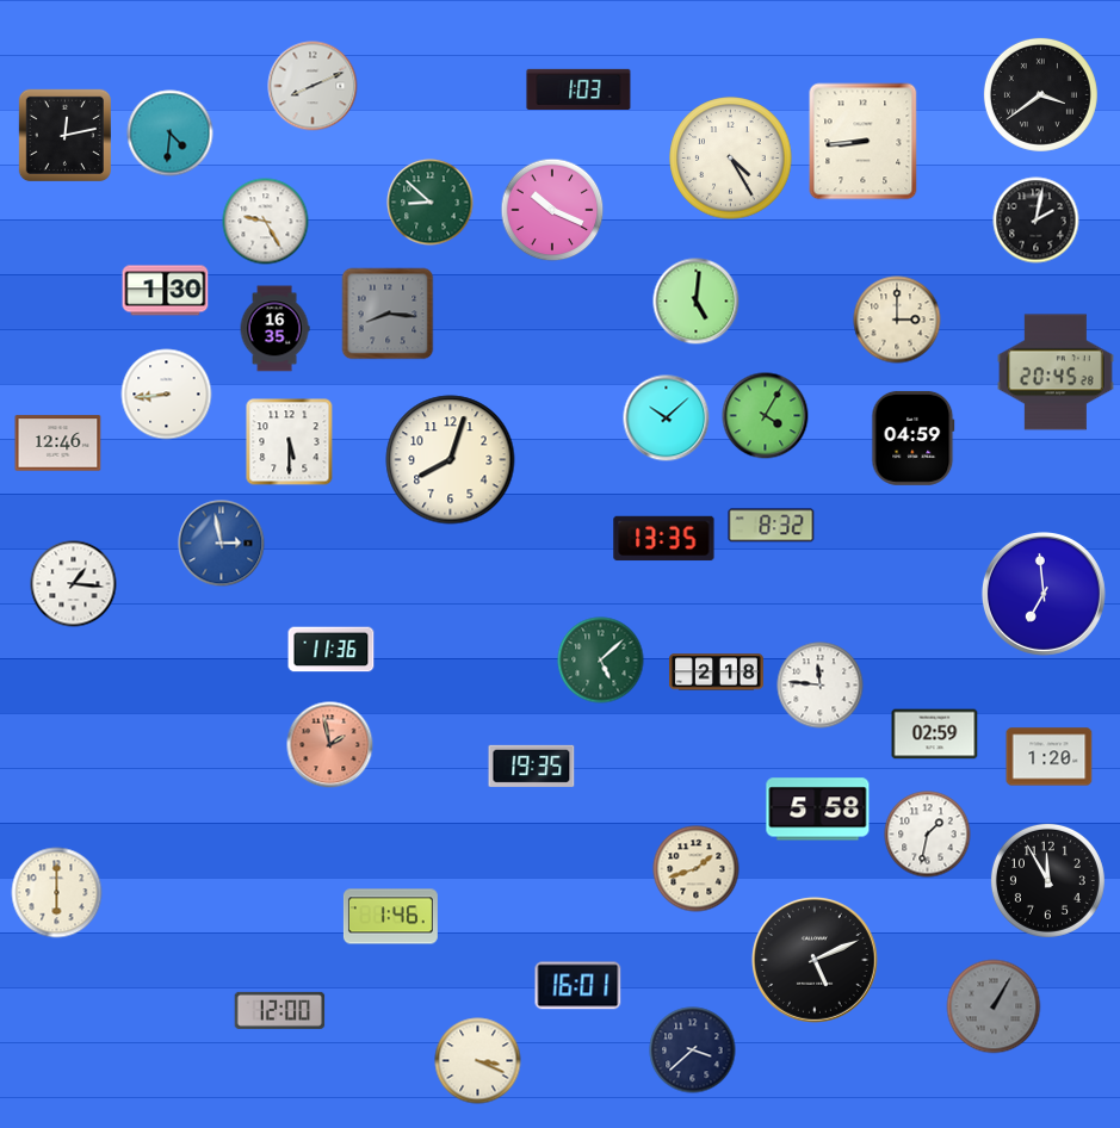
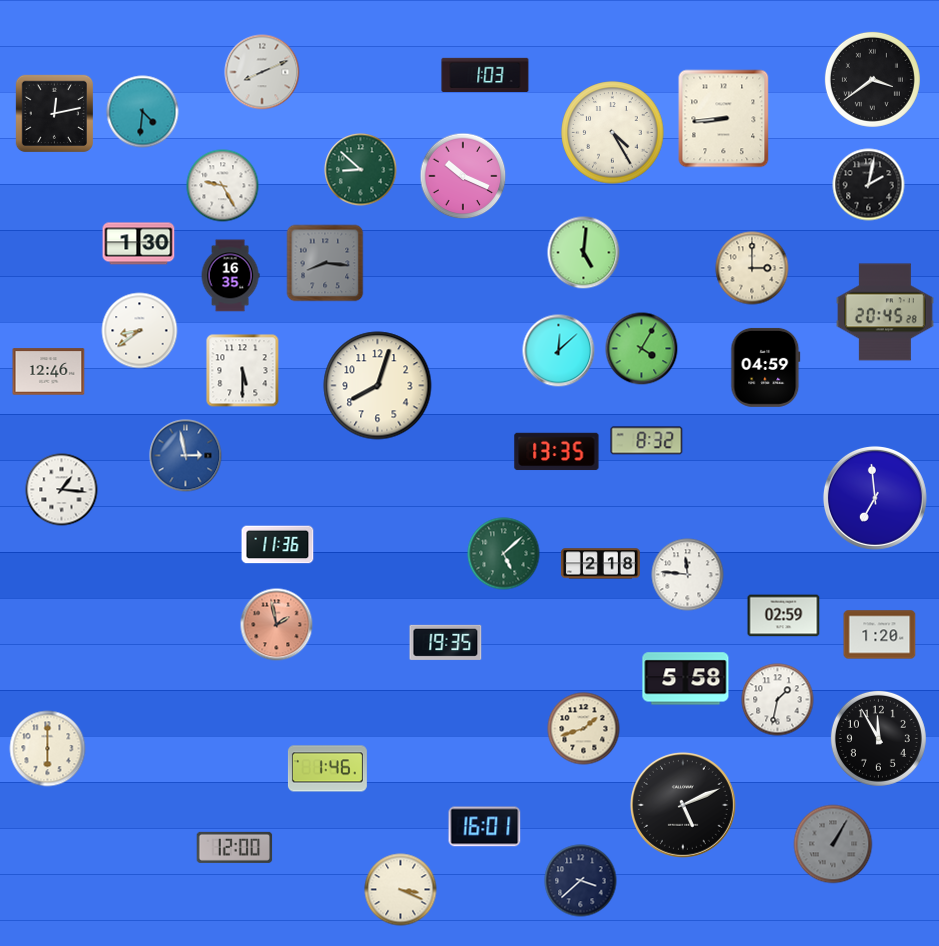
clock at (167, 395): 8:44 -> 8:39
clock at (667, 419): 10:08 -> 12:08
